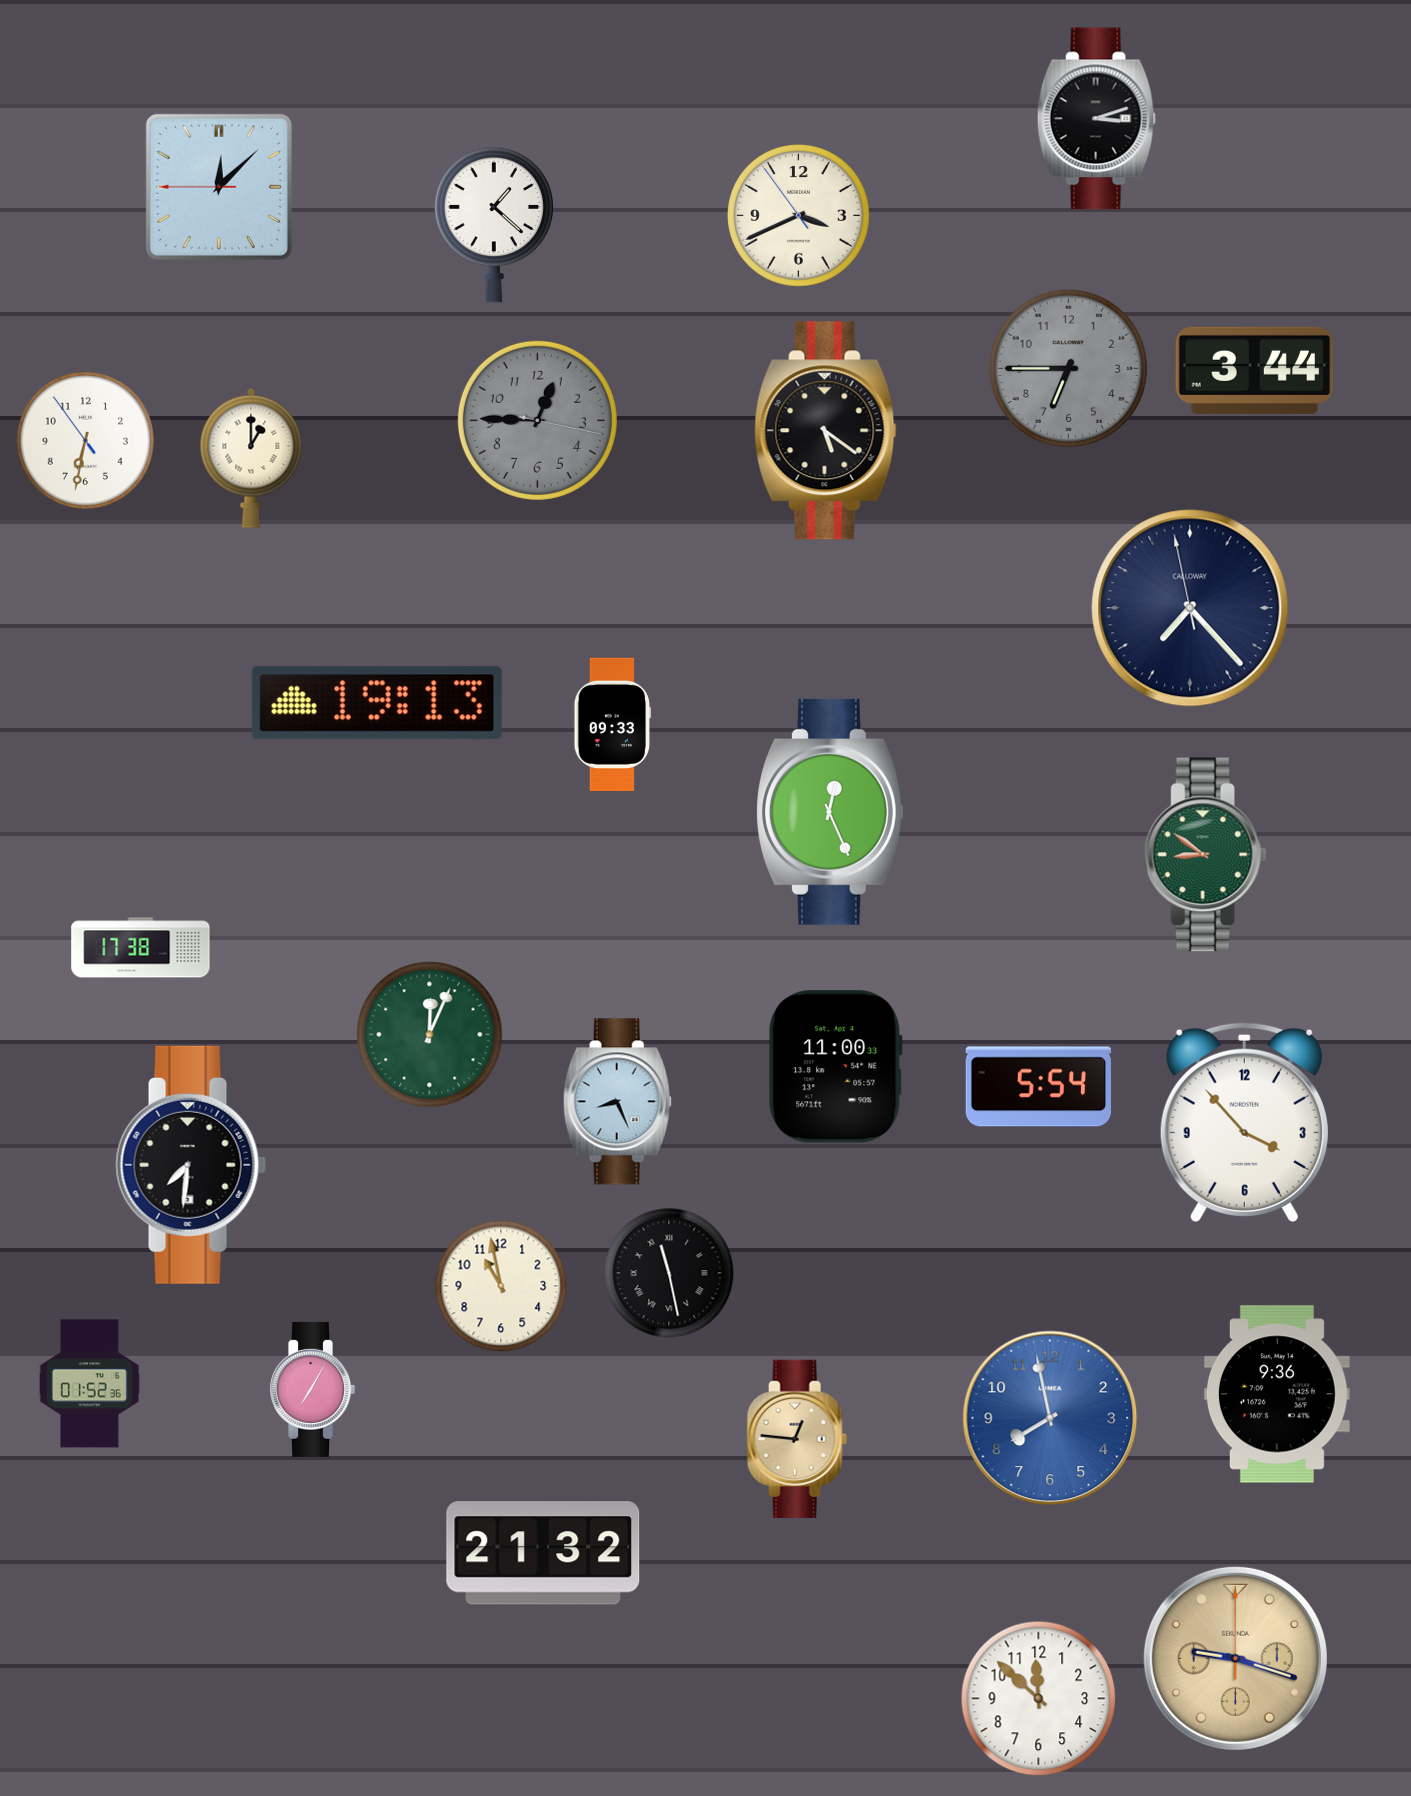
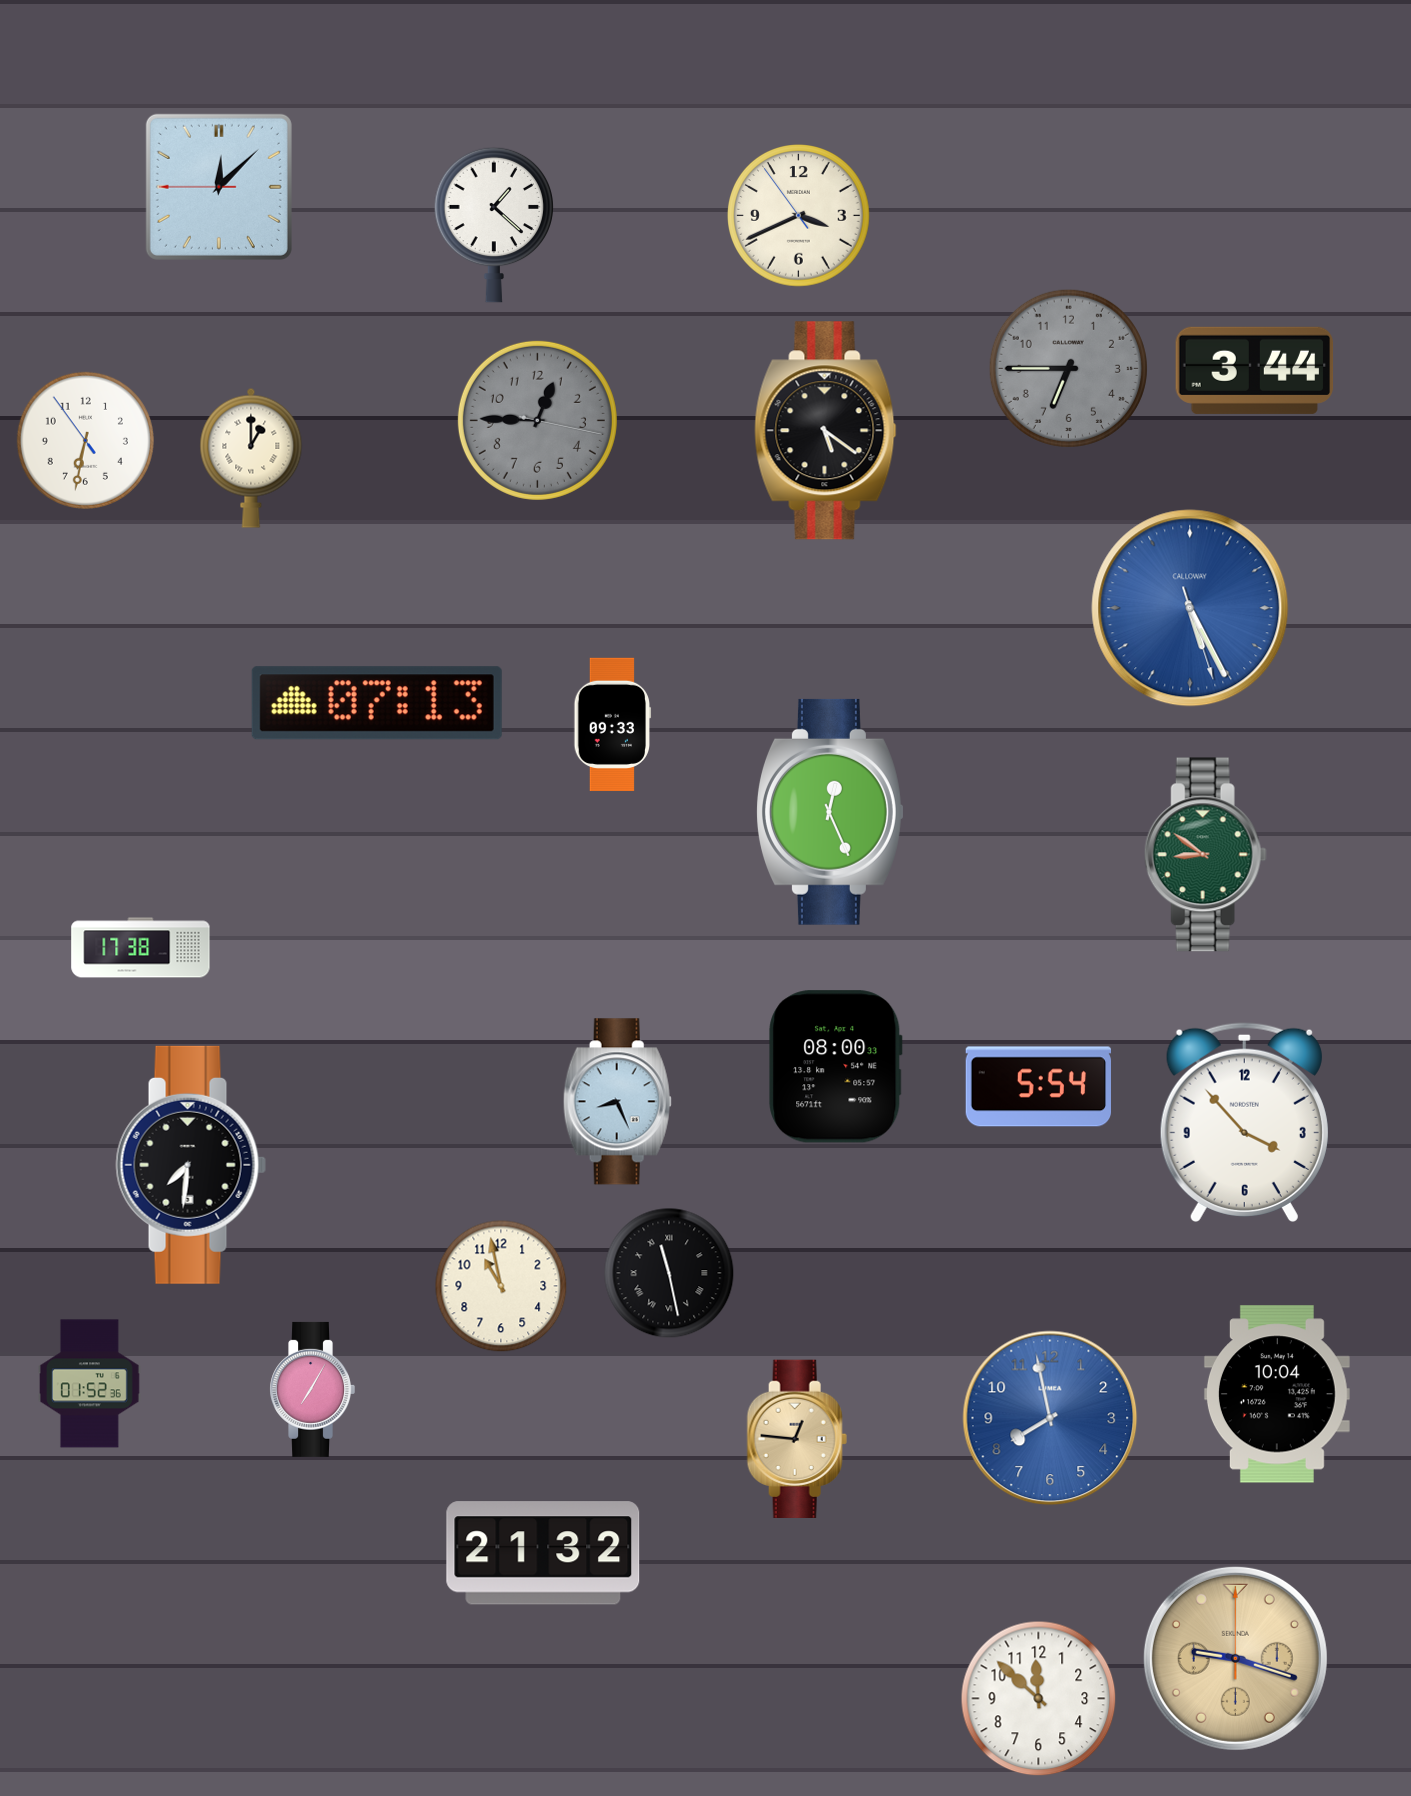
clock at (1096, 119): 3:12 -> none
clock at (1190, 608): 7:22 -> 5:25
clock at (1190, 608) dial: navy -> blue
clock at (377, 703): 19:13 -> 07:13
clock at (430, 1035): 12:04 -> none
clock at (836, 1067): 11:00 -> 08:00
clock at (1277, 1394): 9:36 -> 10:04
